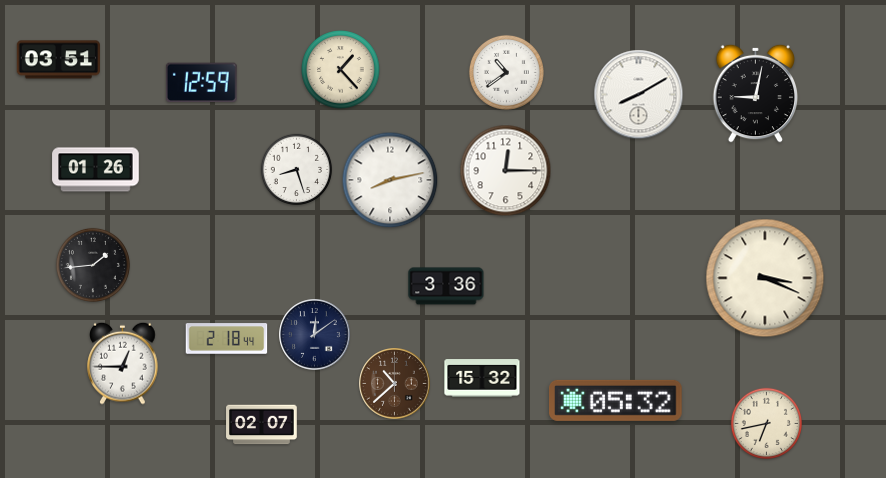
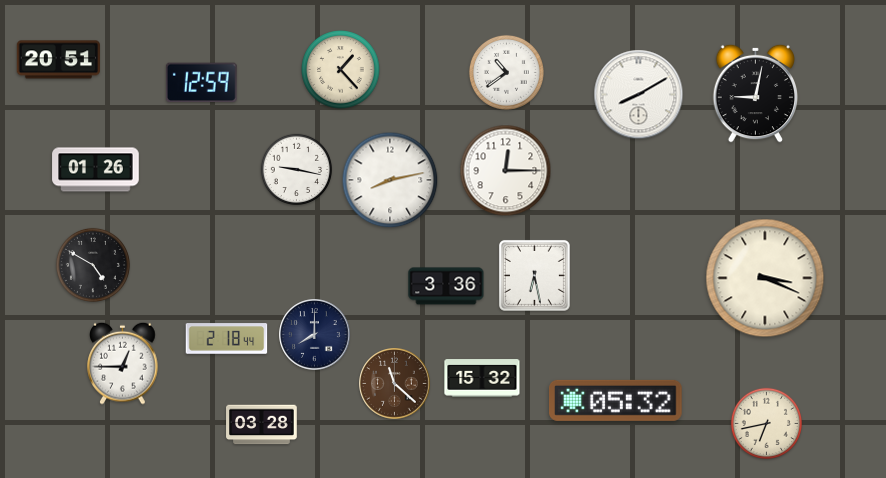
clock at (58, 60): 03:51 -> 20:51
clock at (296, 169): 8:27 -> 9:17
clock at (93, 265): 1:44 -> 4:50
clock at (534, 275): none -> 6:28
clock at (315, 335): 12:09 -> 8:00
clock at (395, 384): 10:38 -> 11:22
clock at (262, 425): 02:07 -> 03:28
